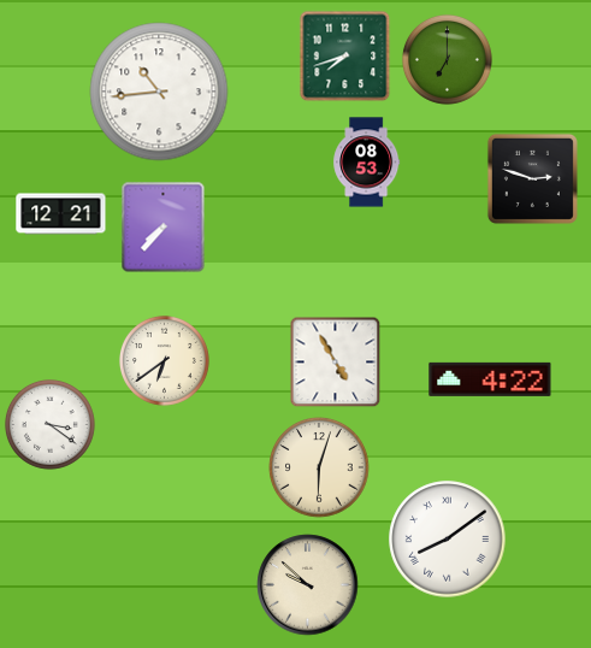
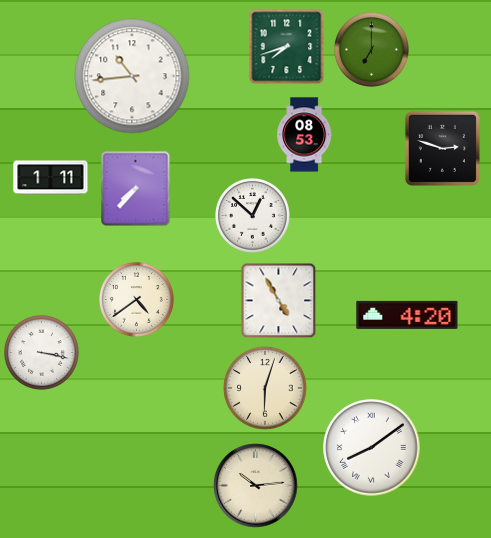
clock at (61, 214): 12:21 -> 1:11
clock at (252, 215): none -> 12:52
clock at (164, 360): 6:39 -> 4:39
clock at (490, 379): 4:22 -> 4:20
clock at (49, 424): 3:21 -> 3:17
clock at (308, 585): 9:52 -> 10:14
